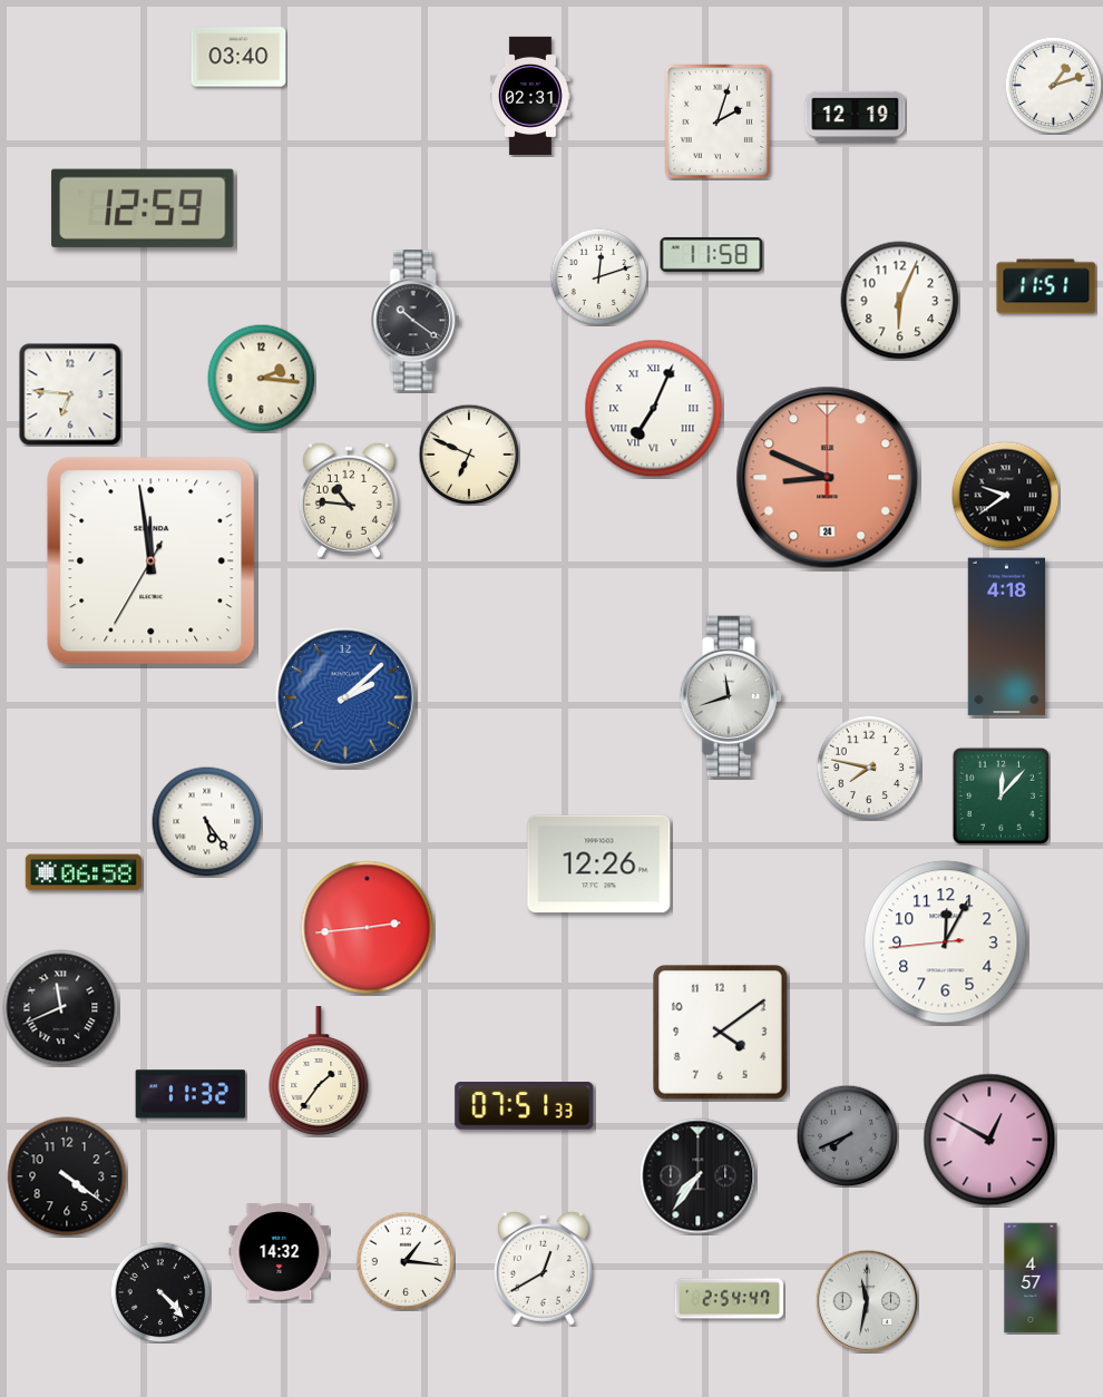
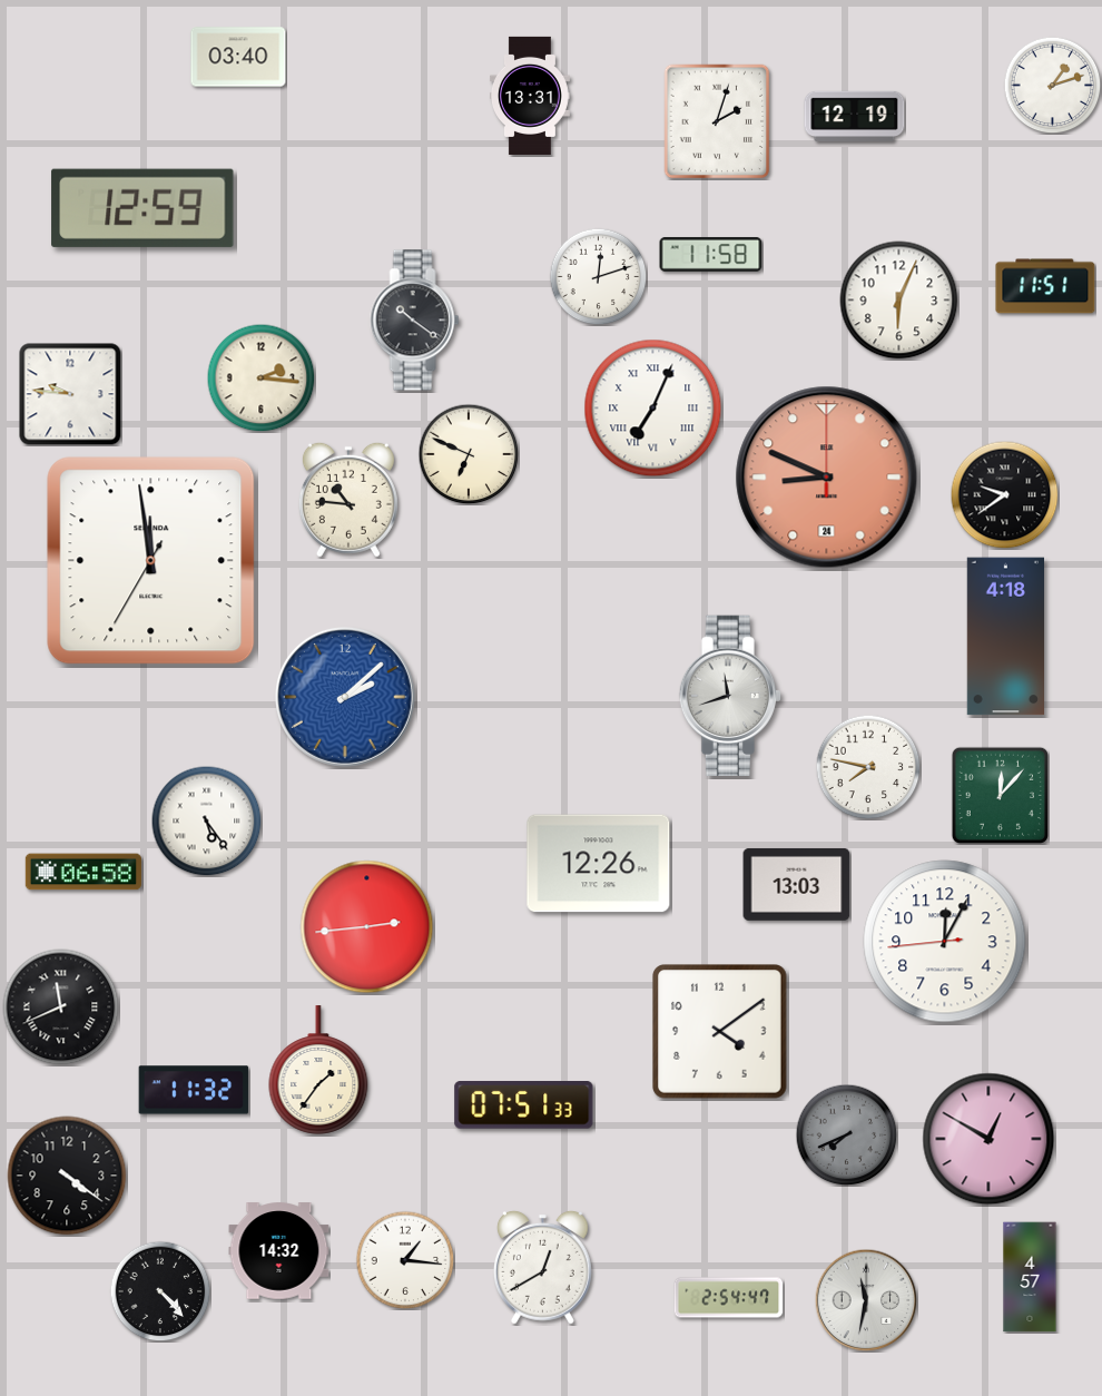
clock at (530, 96): 02:31 -> 13:31
clock at (70, 394): 6:46 -> 9:46
clock at (797, 884): none -> 13:03
clock at (191, 1094) position: (191, 1094) -> (194, 1090)
clock at (699, 1176): 7:36 -> none
